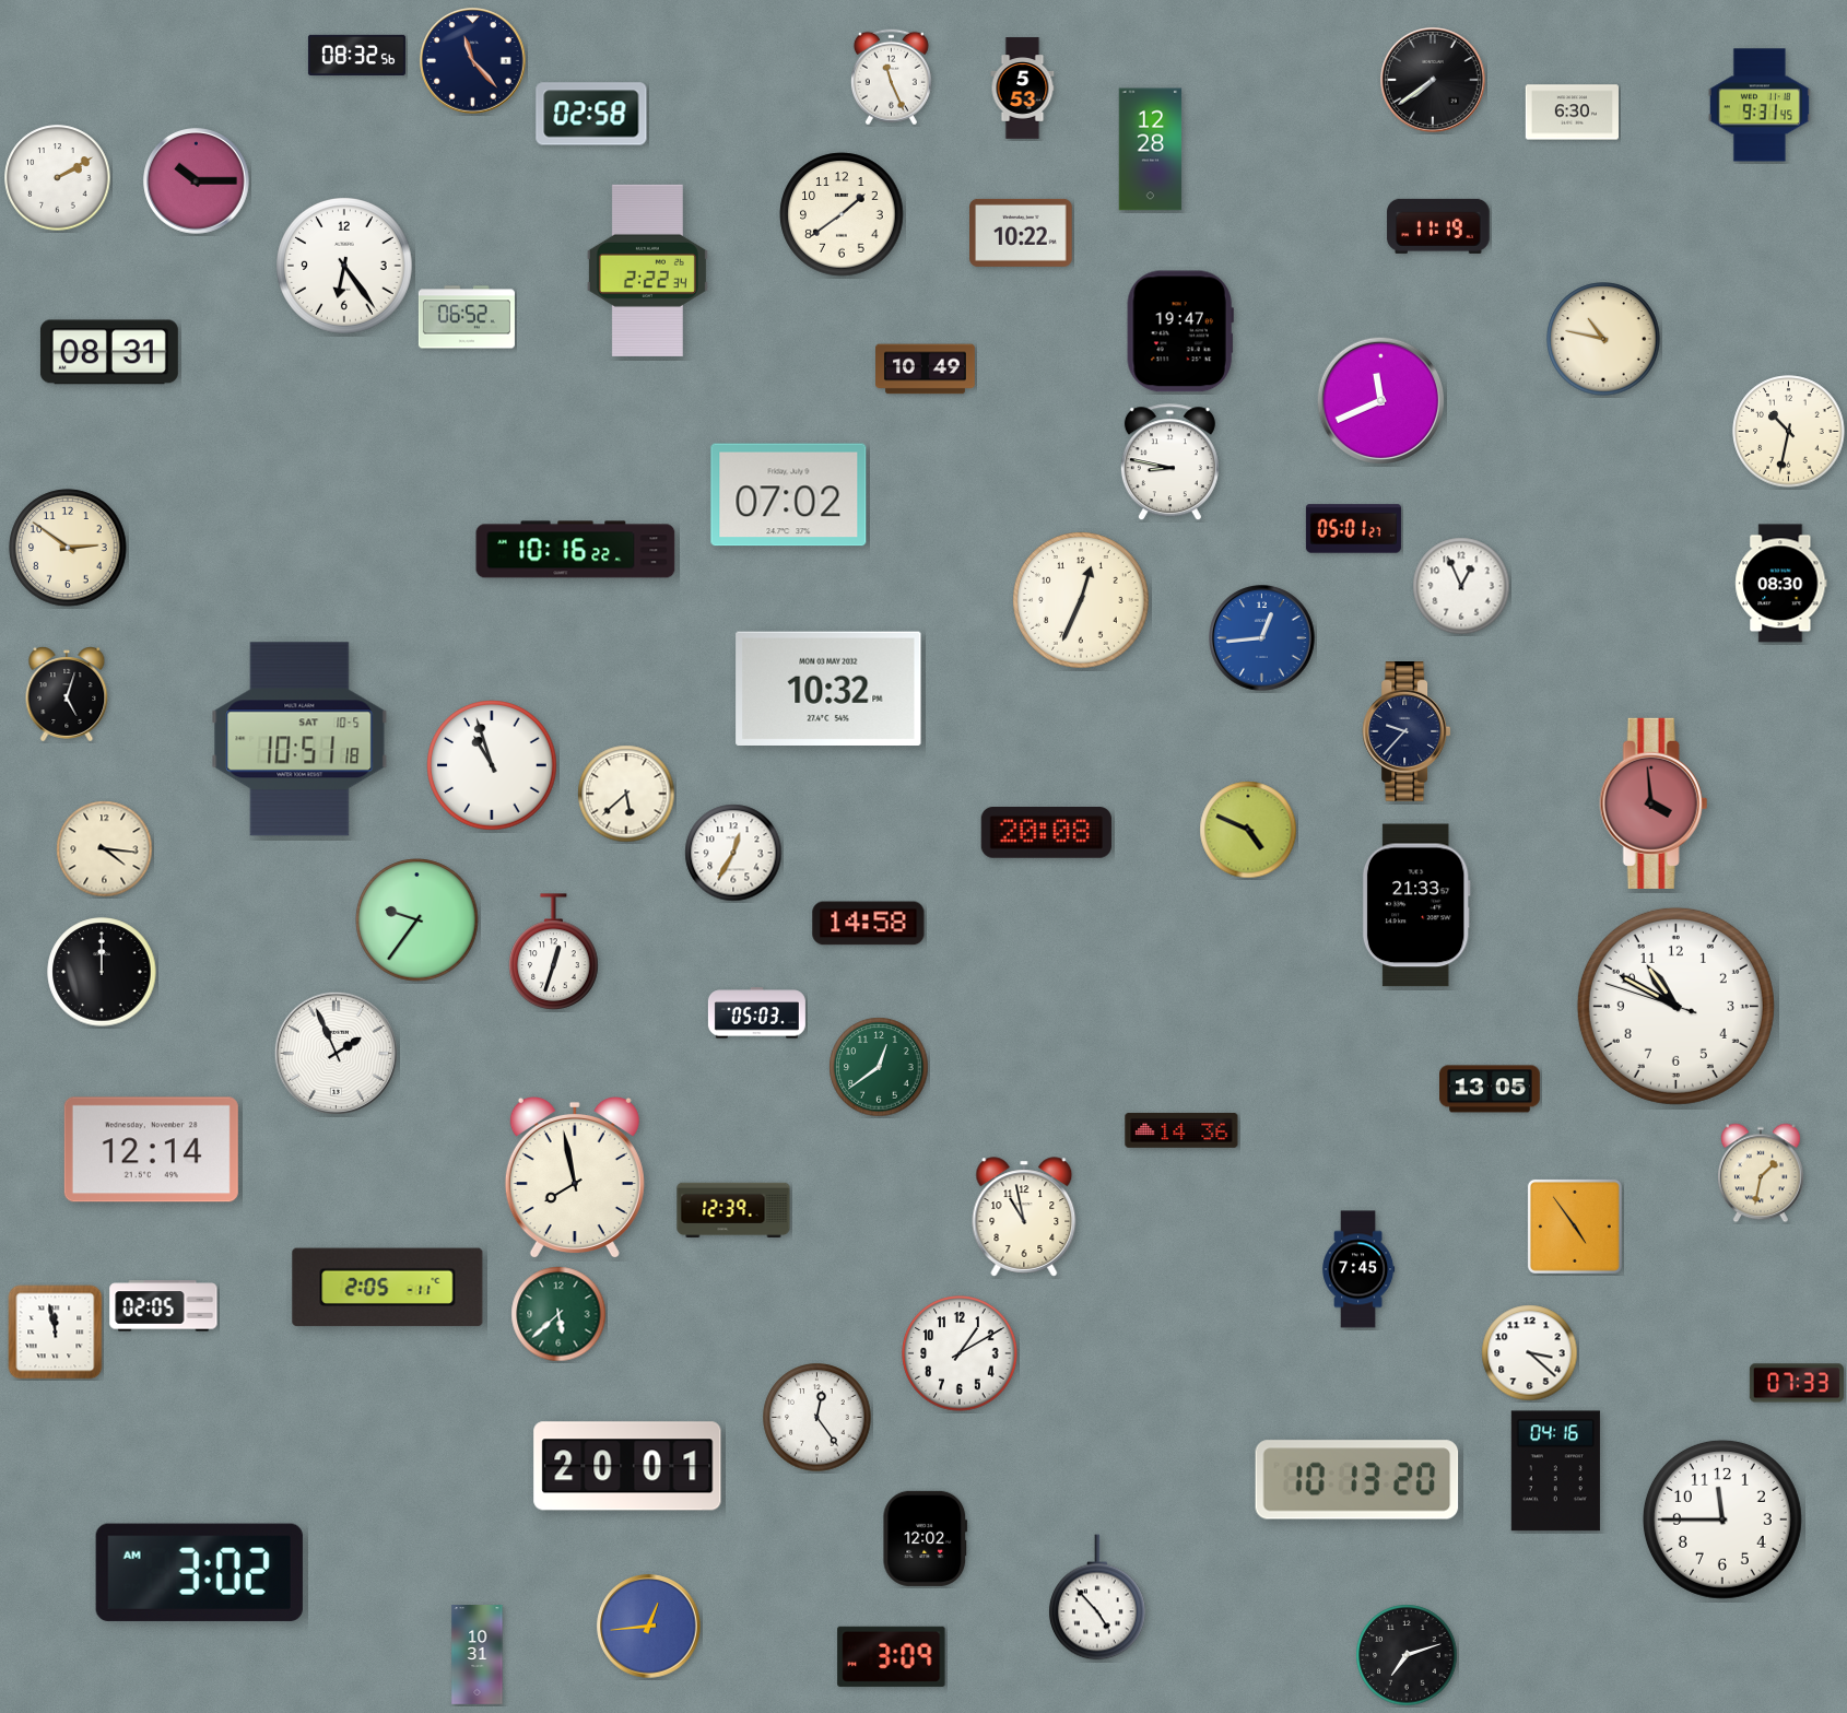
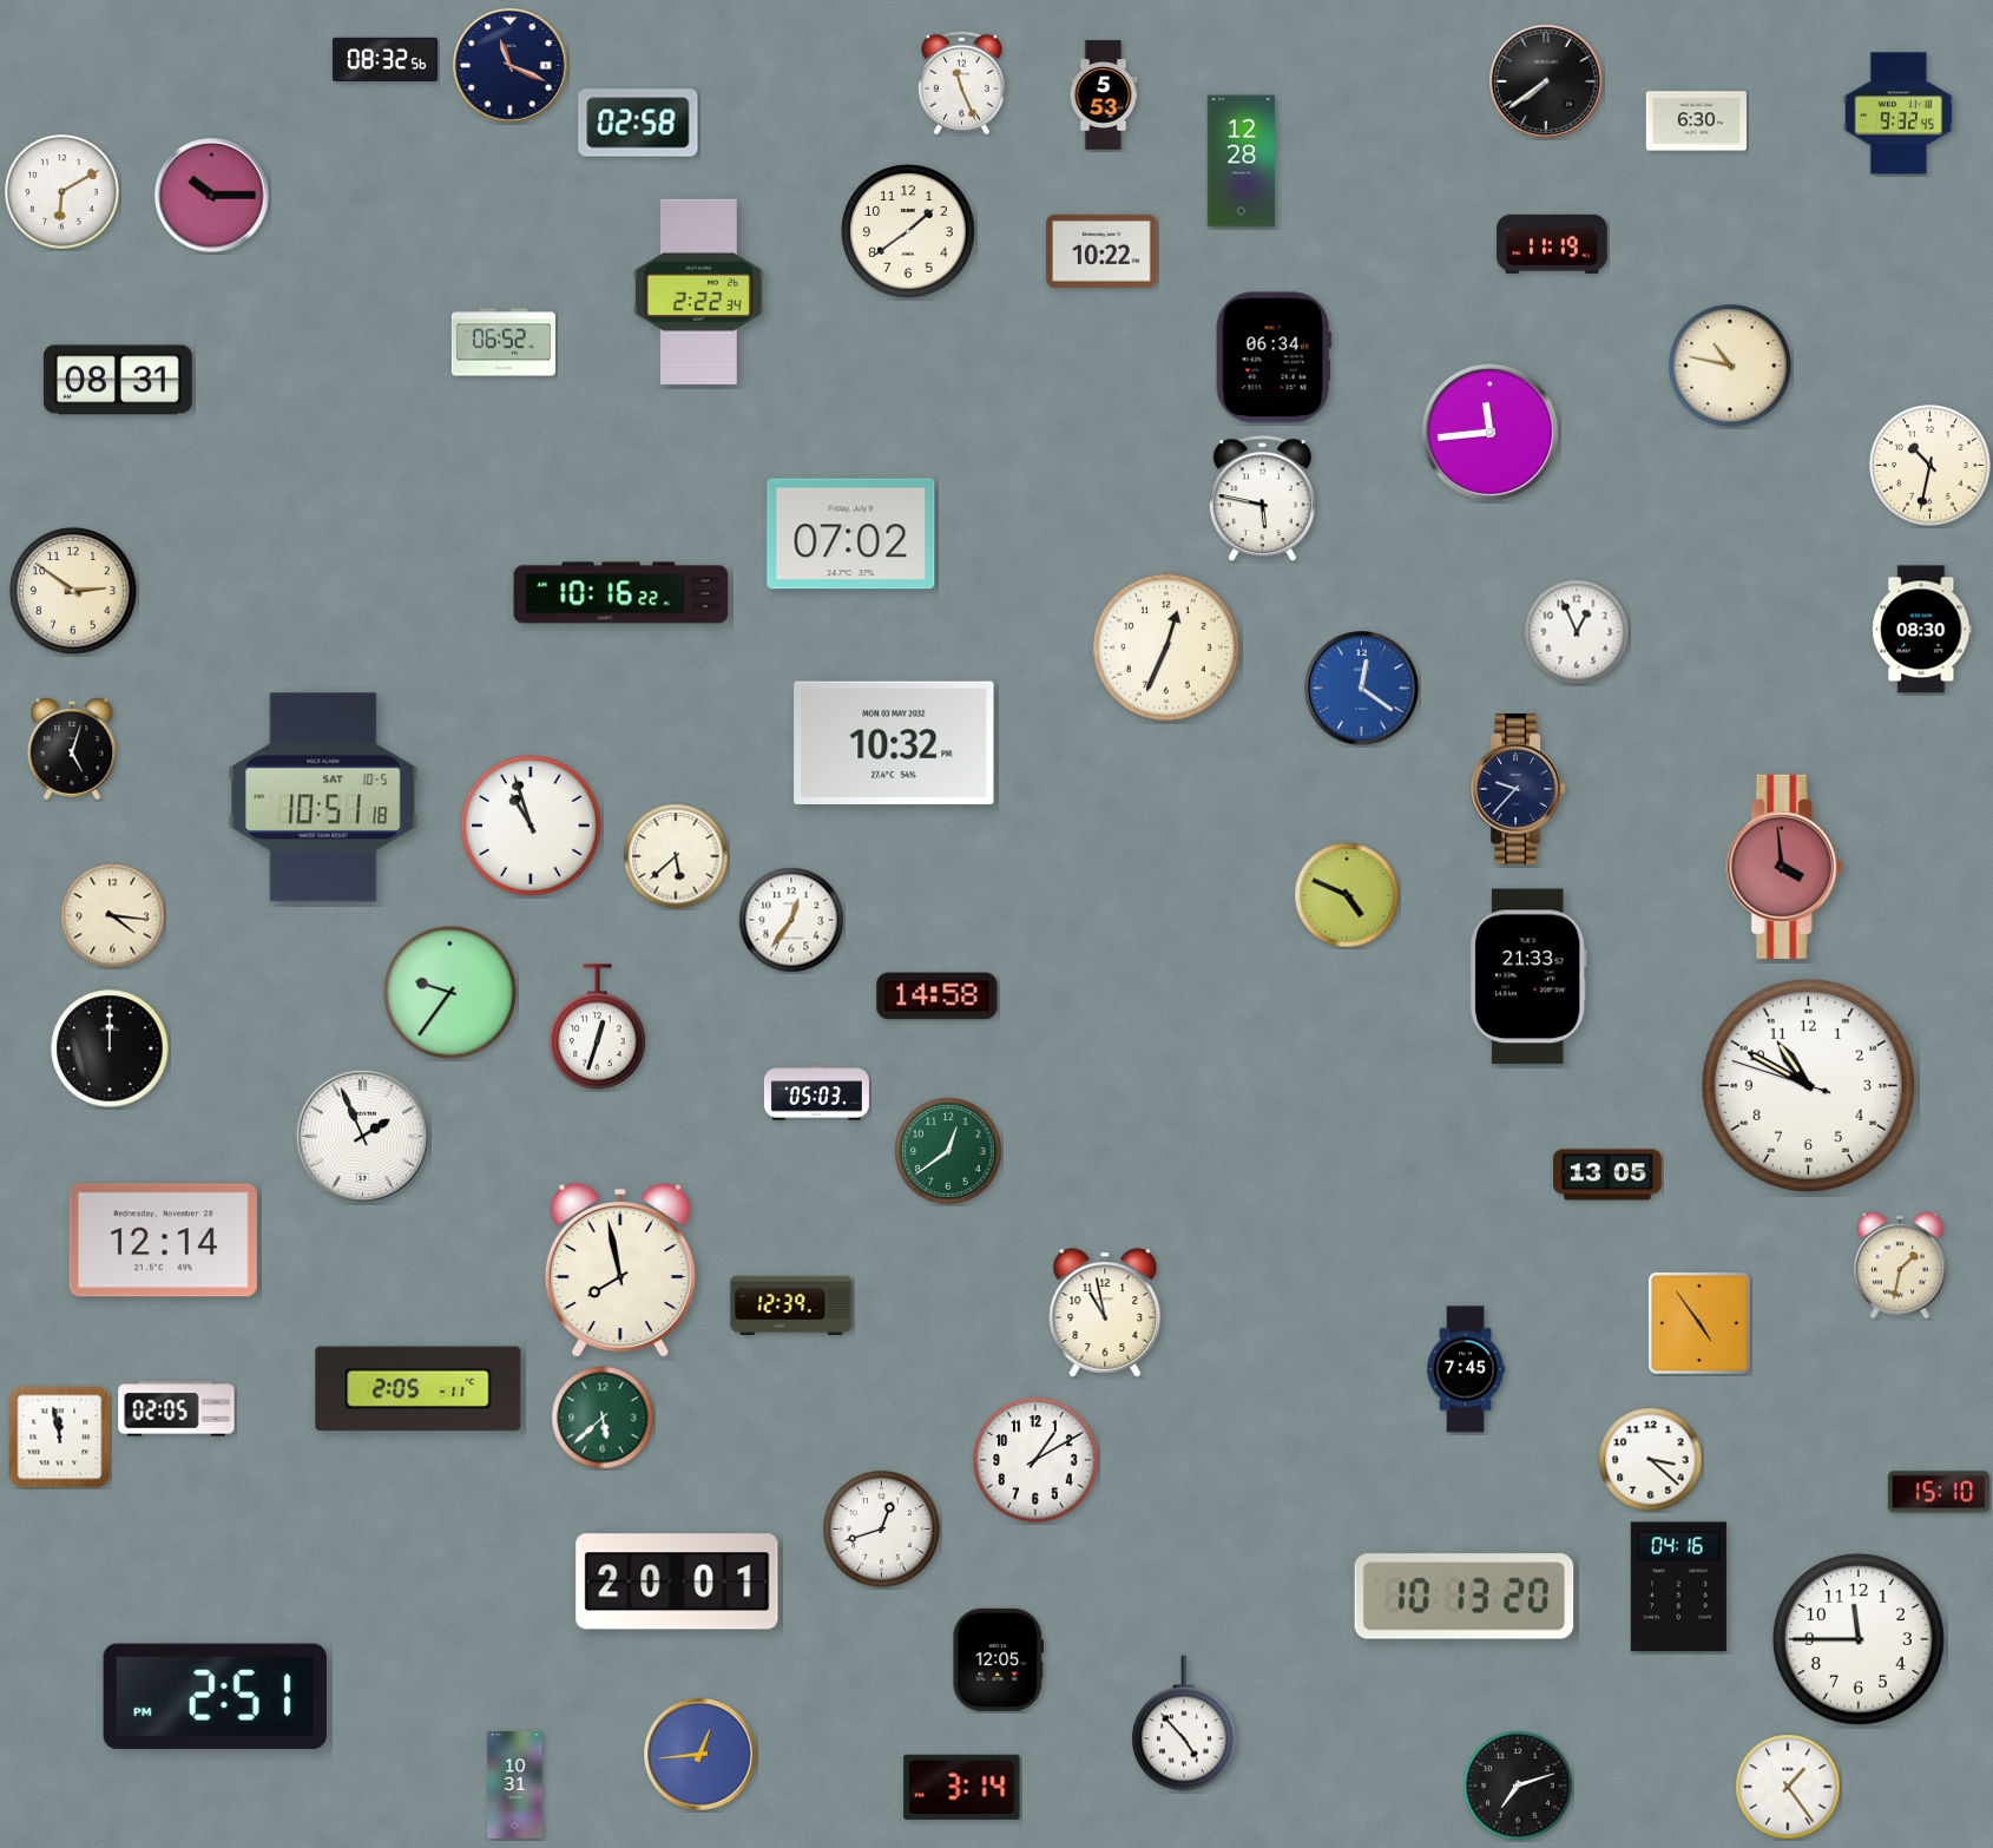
clock at (473, 61): 11:23 -> 11:19
clock at (1433, 80) position: (1433, 80) -> (1546, 81)
clock at (1760, 105): 9:31 -> 9:32
clock at (58, 178): 2:10 -> 6:10
clock at (344, 266): 6:24 -> none
clock at (1180, 331): 19:47 -> 06:34
clock at (926, 369): 10:49 -> none
clock at (1380, 400): 11:41 -> 11:44
clock at (1169, 462): 8:47 -> 5:47
clock at (1353, 529): 05:01 -> none
clock at (1262, 638): 12:44 -> 12:21
clock at (1046, 833): 20:08 -> none
clock at (733, 853): 12:35 -> 12:36
clock at (1181, 1130): 14:36 -> none
clock at (1797, 1383): 07:33 -> 15:10
clock at (817, 1418): 12:24 -> 12:42
clock at (926, 1538): 12:02 -> 12:05
clock at (199, 1572): 3:02 -> 2:51
clock at (892, 1656): 3:09 -> 3:14
clock at (1788, 1787): none -> 1:24
